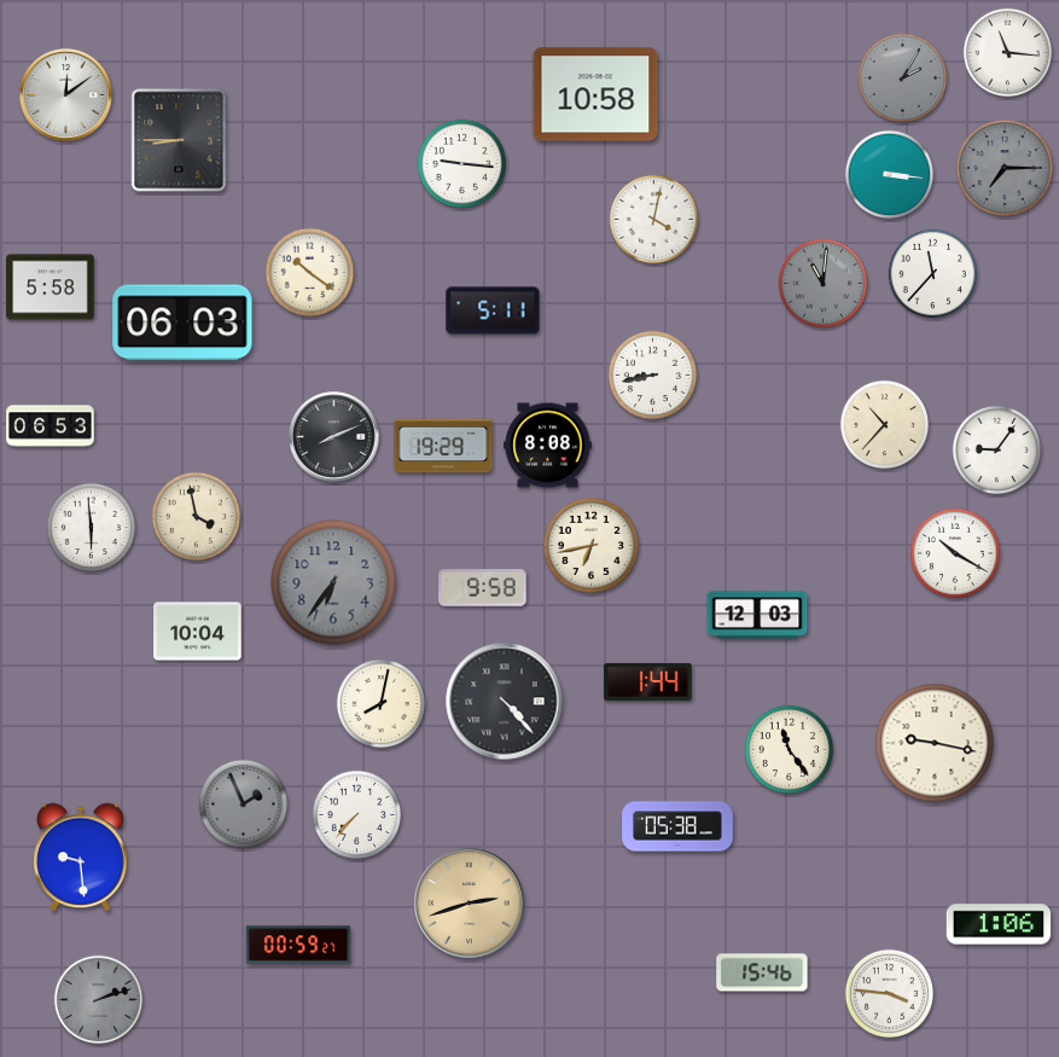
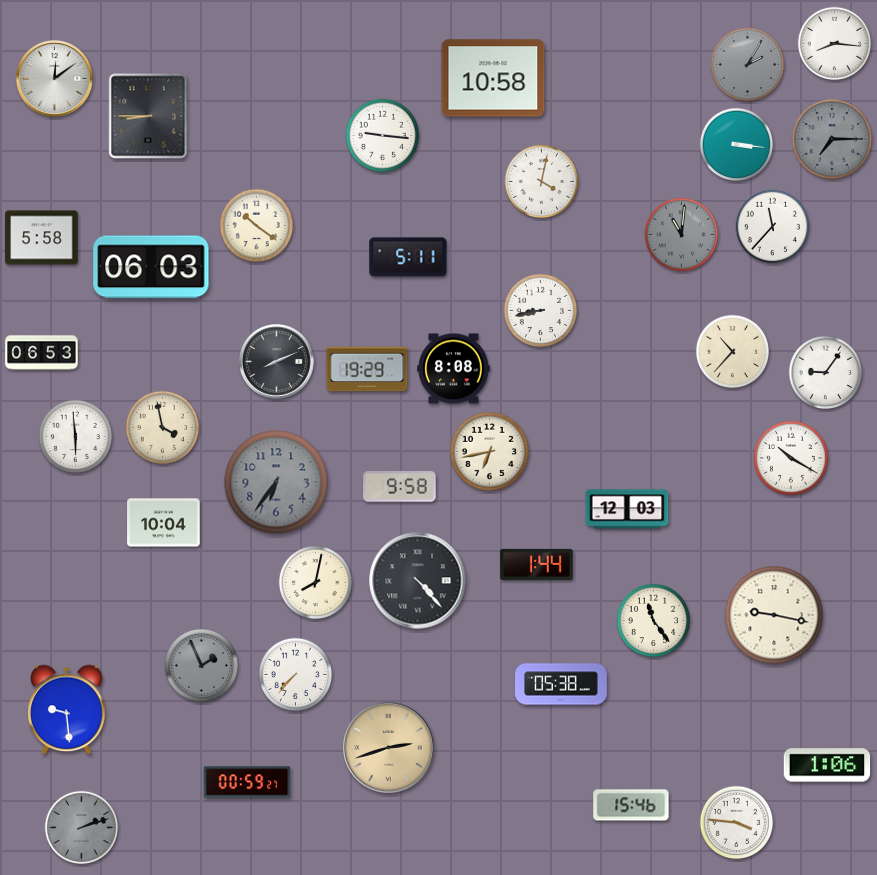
clock at (1008, 53): 11:16 -> 8:16
